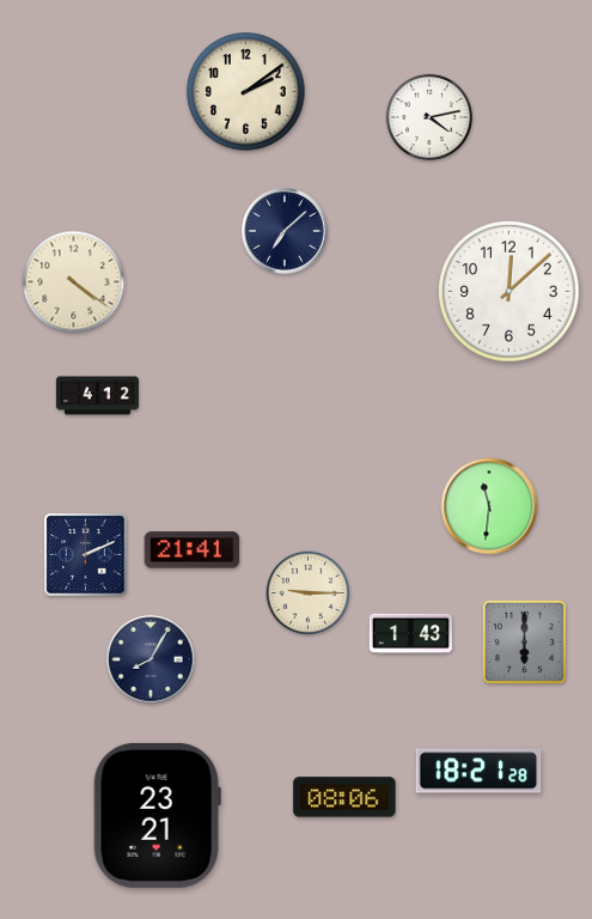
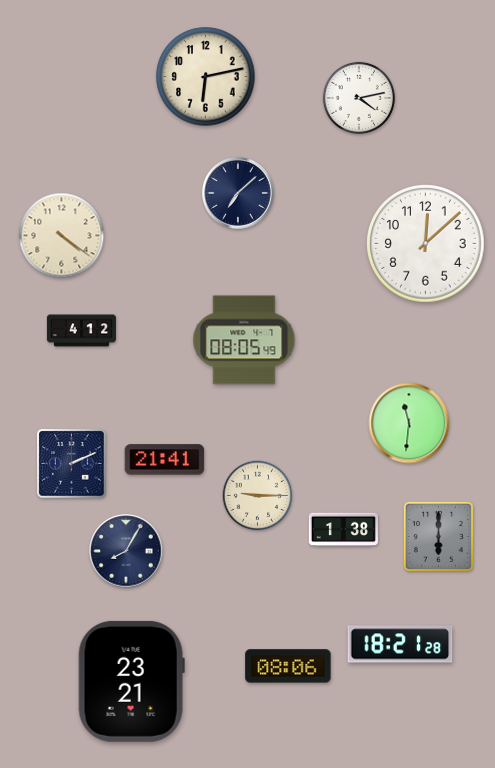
clock at (246, 92): 2:09 -> 6:13
clock at (244, 340): none -> 08:05
clock at (193, 550) position: (193, 550) -> (165, 460)
clock at (410, 634): 1:43 -> 1:38
